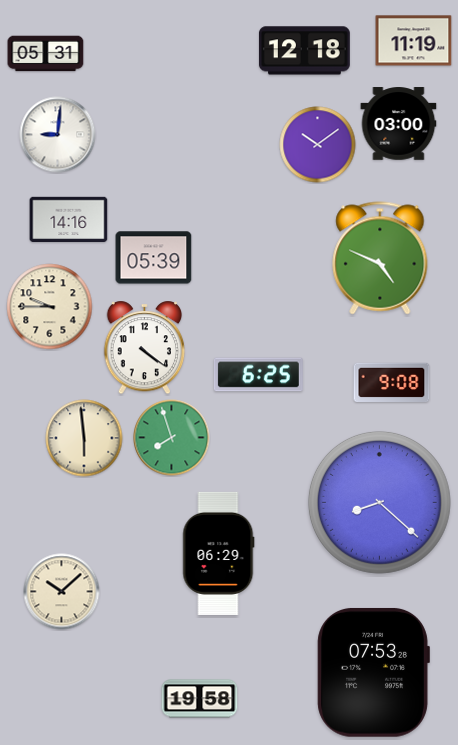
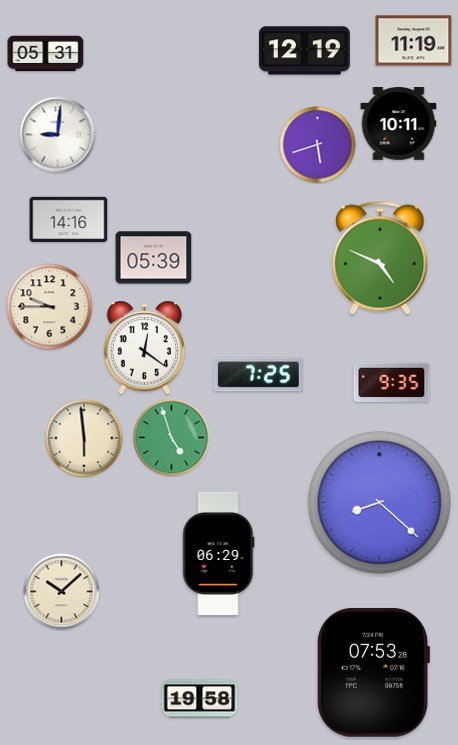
clock at (304, 51): 12:18 -> 12:19
clock at (399, 124): 03:00 -> 10:11
clock at (318, 145): 10:09 -> 5:42
clock at (145, 348): 4:21 -> 12:21
clock at (258, 375): 6:25 -> 7:25
clock at (392, 382): 9:08 -> 9:35
clock at (172, 438): 7:57 -> 4:57
